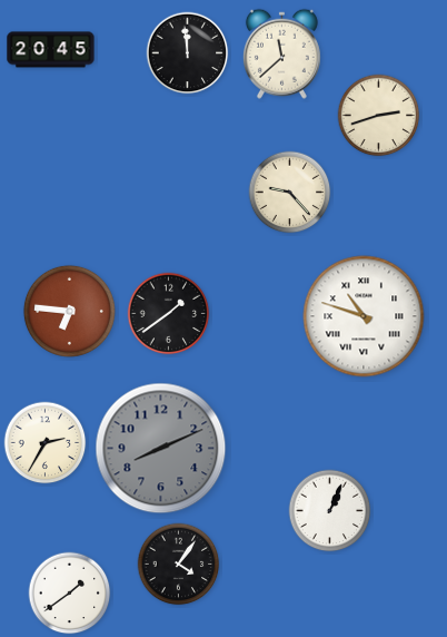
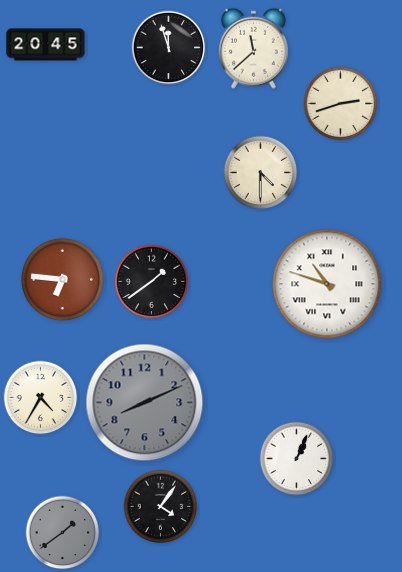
clock at (188, 53): 11:59 -> 11:57
clock at (290, 193): 9:23 -> 4:30
clock at (46, 443): 2:35 -> 4:35
clock at (70, 594) dial: white -> grey
